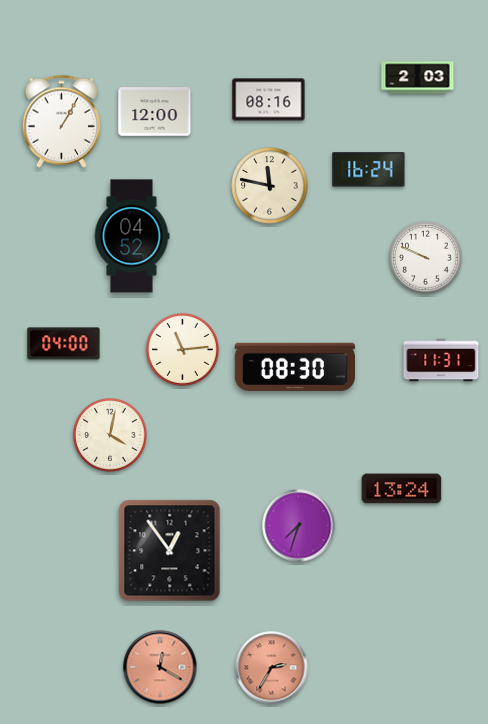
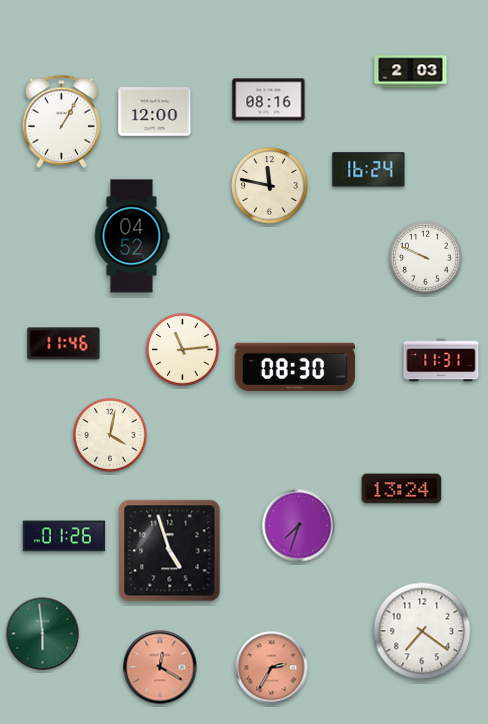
clock at (418, 78) position: (418, 78) -> (411, 72)
clock at (64, 344): 04:00 -> 11:46
clock at (64, 536): none -> 01:26
clock at (170, 551): 12:54 -> 4:57
clock at (422, 631): none -> 7:21
clock at (43, 634): none -> 5:59
